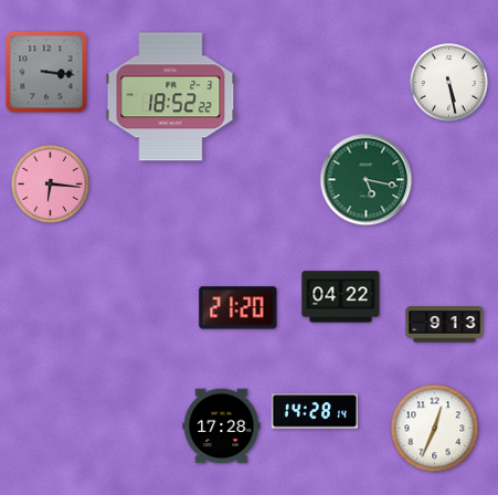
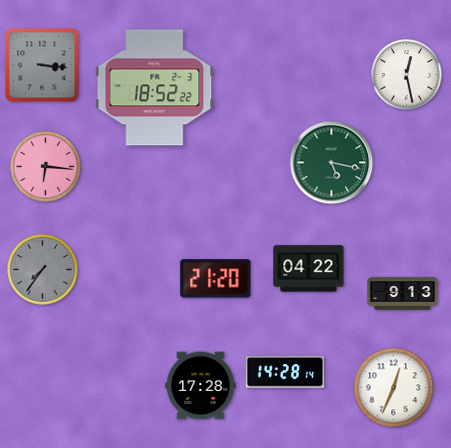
clock at (449, 83): 5:28 -> 12:28
clock at (43, 270): none -> 7:36
